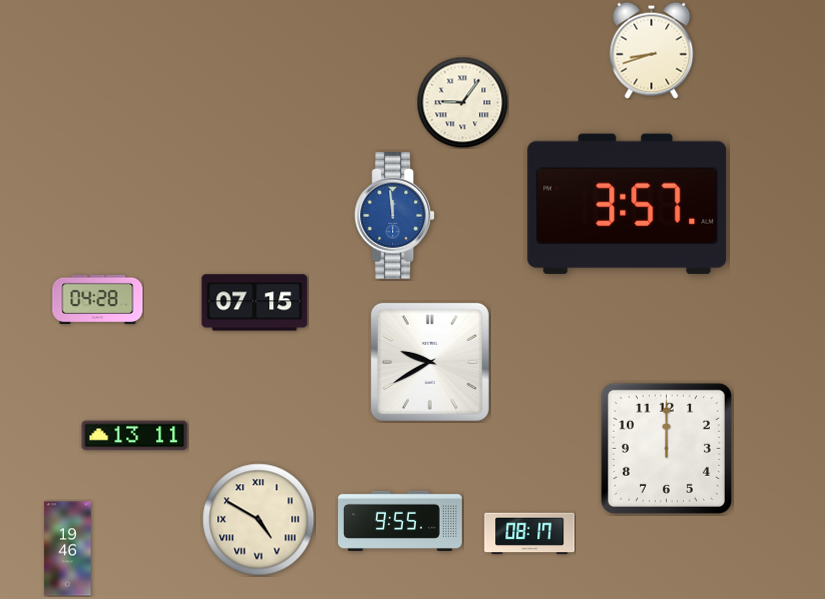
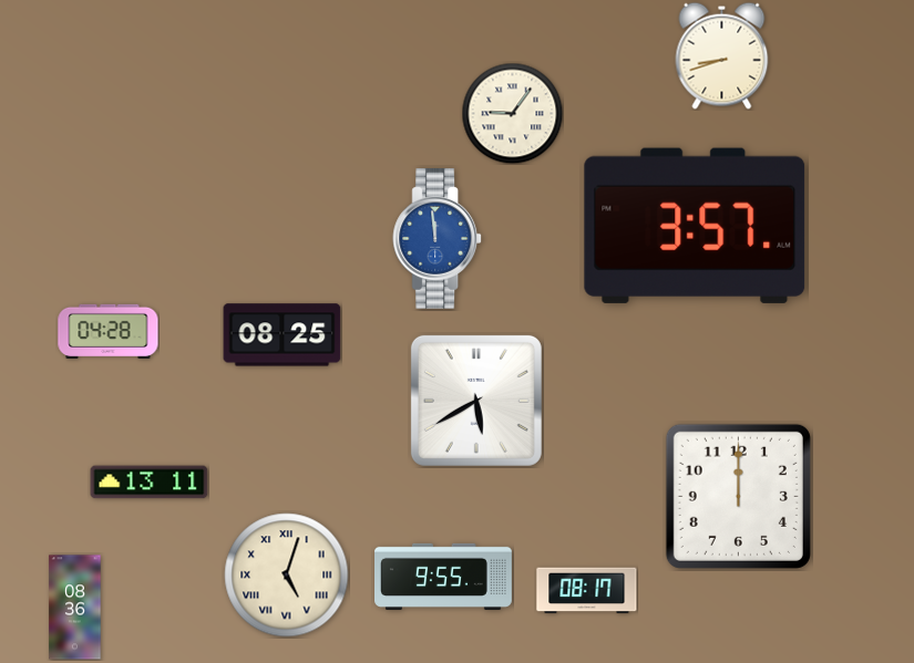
clock at (255, 303): 07:15 -> 08:25
clock at (430, 362): 9:40 -> 5:40
clock at (259, 520): 4:50 -> 5:03
clock at (68, 549): 19:46 -> 08:36
